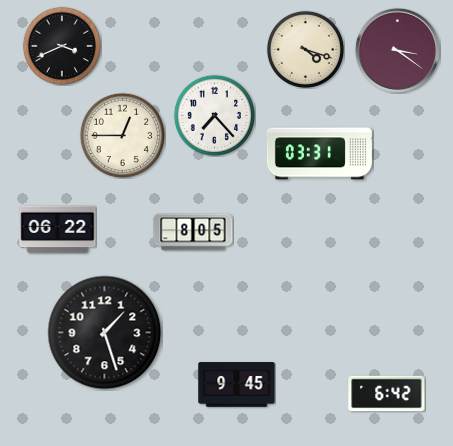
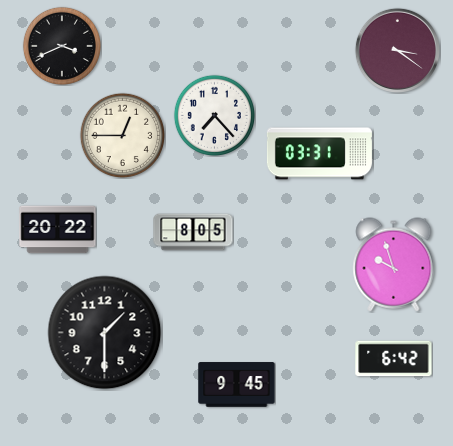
clock at (305, 49): 4:18 -> none
clock at (58, 230): 06:22 -> 20:22
clock at (394, 265): none -> 9:57
clock at (105, 333): 1:27 -> 1:30
clock at (387, 394) position: (387, 394) -> (394, 359)
